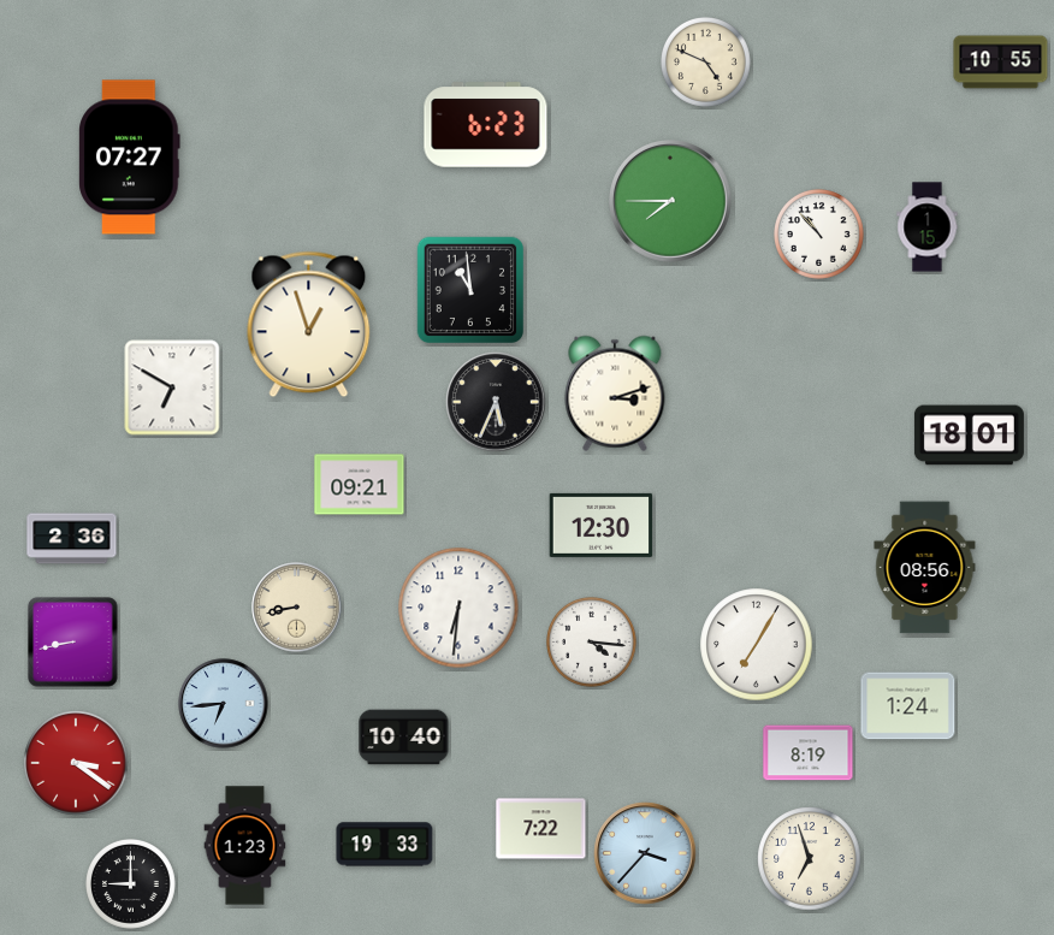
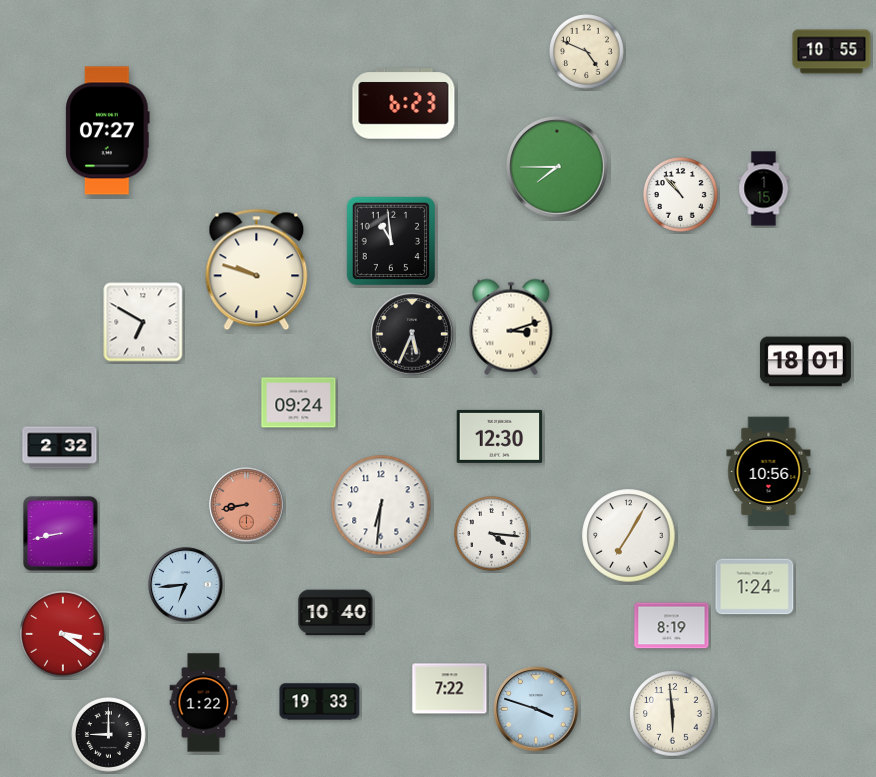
clock at (928, 227) position: (928, 227) -> (764, 189)
clock at (309, 325): 12:57 -> 9:48
clock at (360, 485): 09:21 -> 09:24
clock at (72, 539): 2:36 -> 2:32
clock at (925, 568): 08:56 -> 10:56
clock at (297, 608) dial: cream -> salmon
clock at (245, 846): 1:23 -> 1:22
clock at (645, 853): 3:37 -> 3:48
clock at (810, 859): 6:57 -> 5:59
